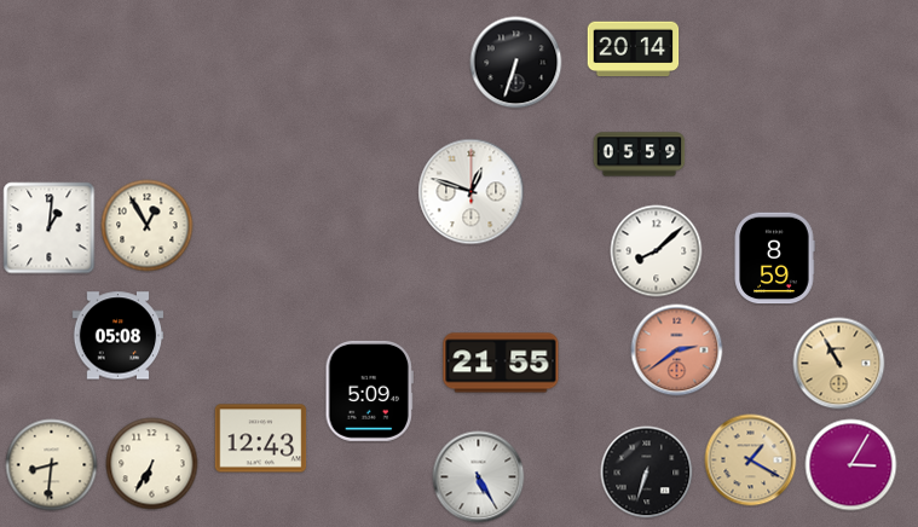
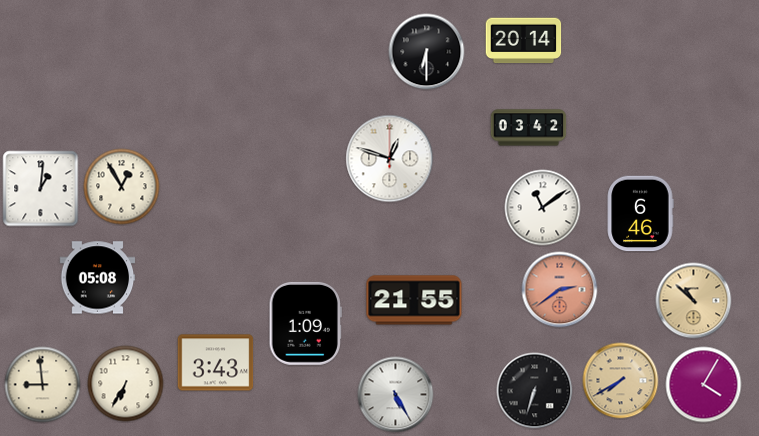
clock at (516, 63): 6:33 -> 6:30
clock at (640, 155): 05:59 -> 03:42
clock at (657, 251): 8:08 -> 11:09
clock at (774, 259): 8:59 -> 6:46
clock at (839, 364): 10:55 -> 10:52
clock at (369, 390): 5:09 -> 1:09
clock at (261, 439): 12:43 -> 3:43
clock at (751, 461): 1:20 -> 7:40
clock at (52, 465): 8:31 -> 8:59
clock at (851, 465): 3:05 -> 4:05
